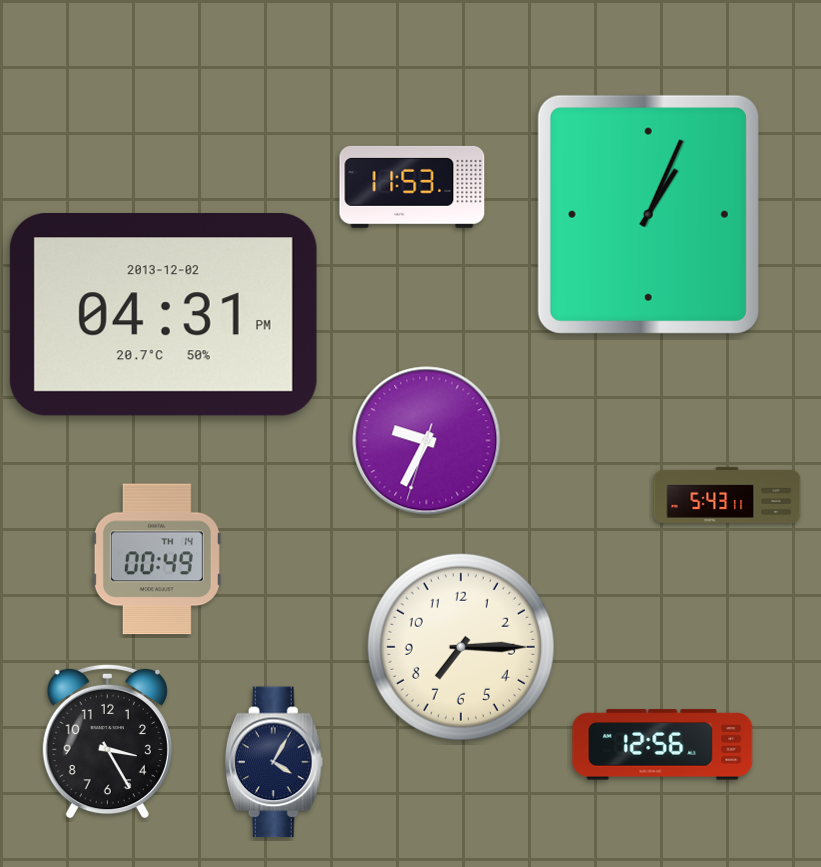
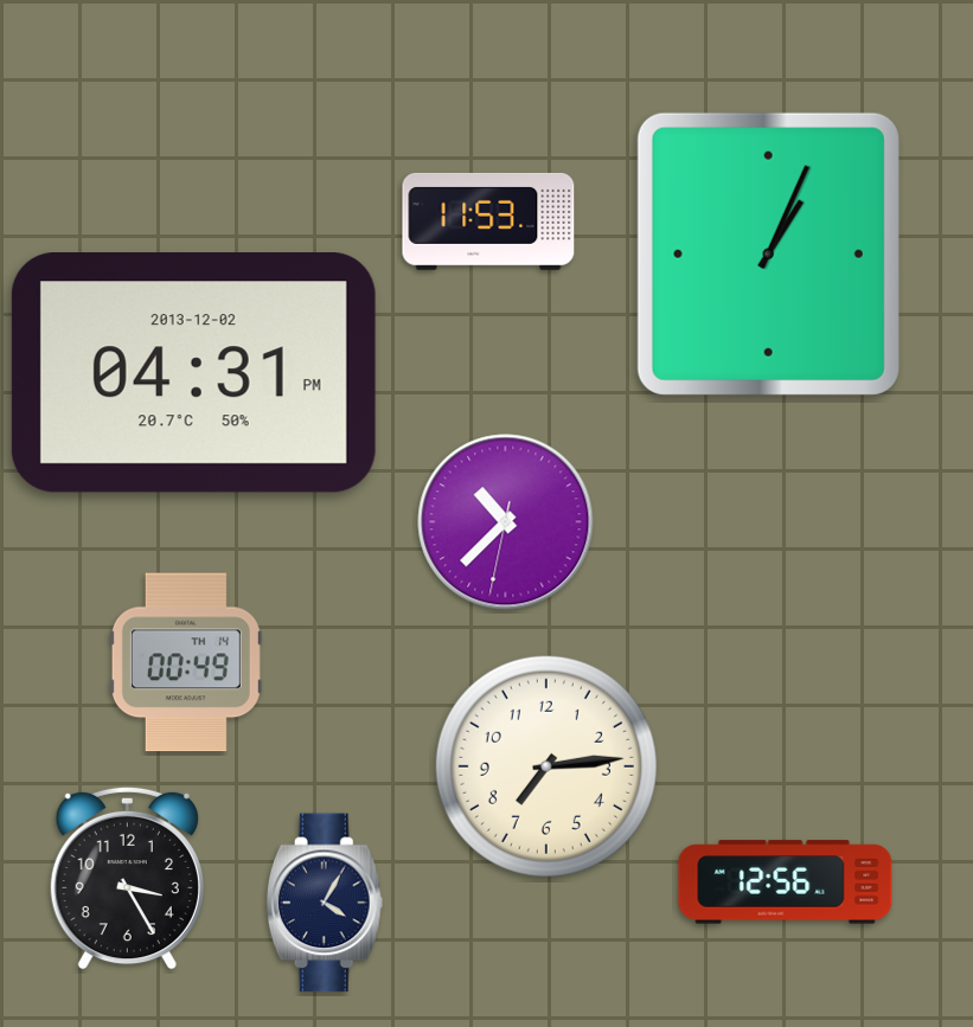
clock at (427, 441): 9:34 -> 10:37
clock at (727, 495): 5:43 -> none
clock at (461, 647): 7:15 -> 7:14
